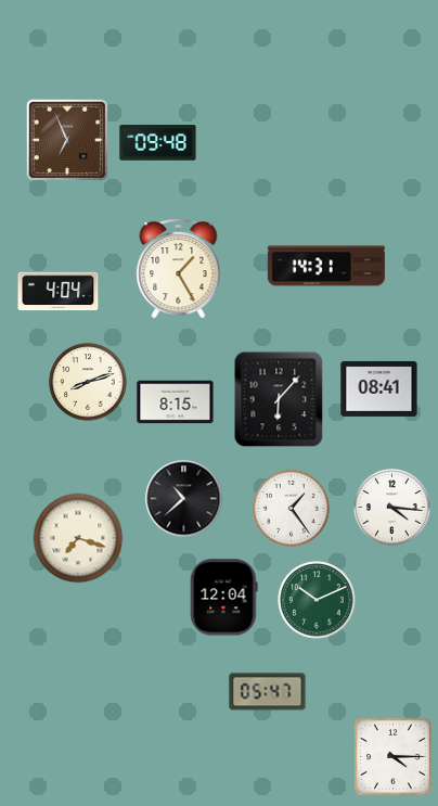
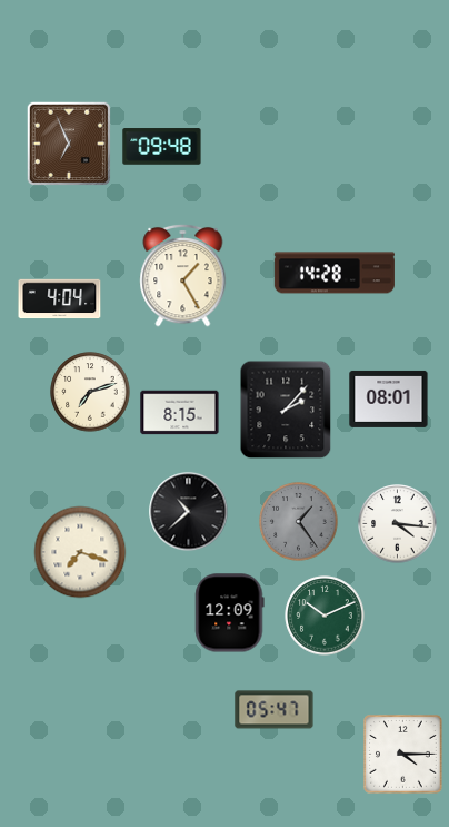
clock at (326, 266): 14:31 -> 14:28
clock at (88, 382): 8:12 -> 7:12
clock at (379, 388): 08:41 -> 08:01
clock at (279, 399): 6:07 -> 2:07
clock at (392, 508) position: (392, 508) -> (398, 524)
clock at (292, 509) dial: white -> grey
clock at (224, 598): 12:04 -> 12:09
clock at (394, 757) position: (394, 757) -> (403, 755)
